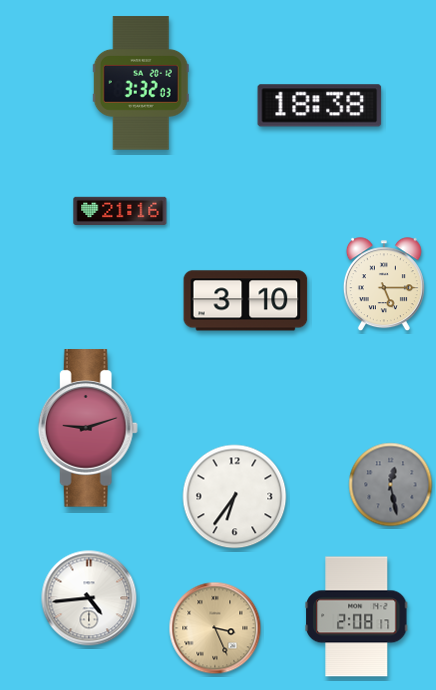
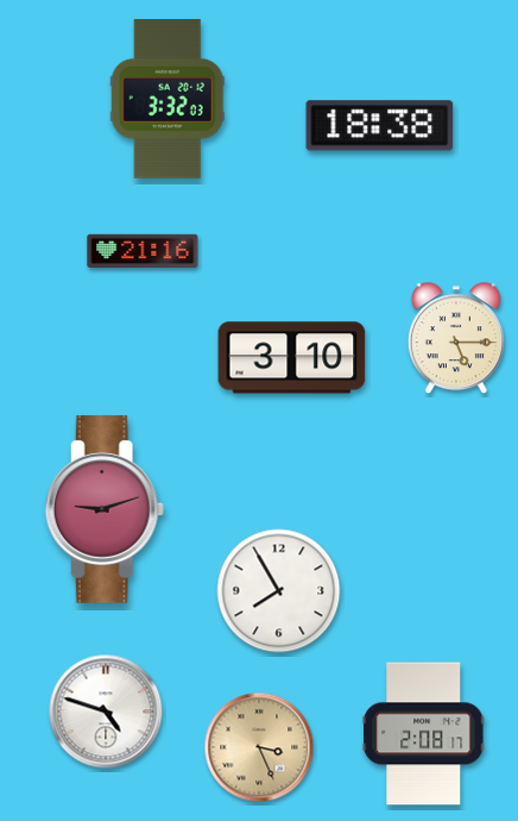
clock at (391, 485): 12:28 -> none
clock at (235, 497): 6:36 -> 7:55
clock at (89, 598): 4:44 -> 4:48
clock at (215, 628) position: (215, 628) -> (259, 747)
